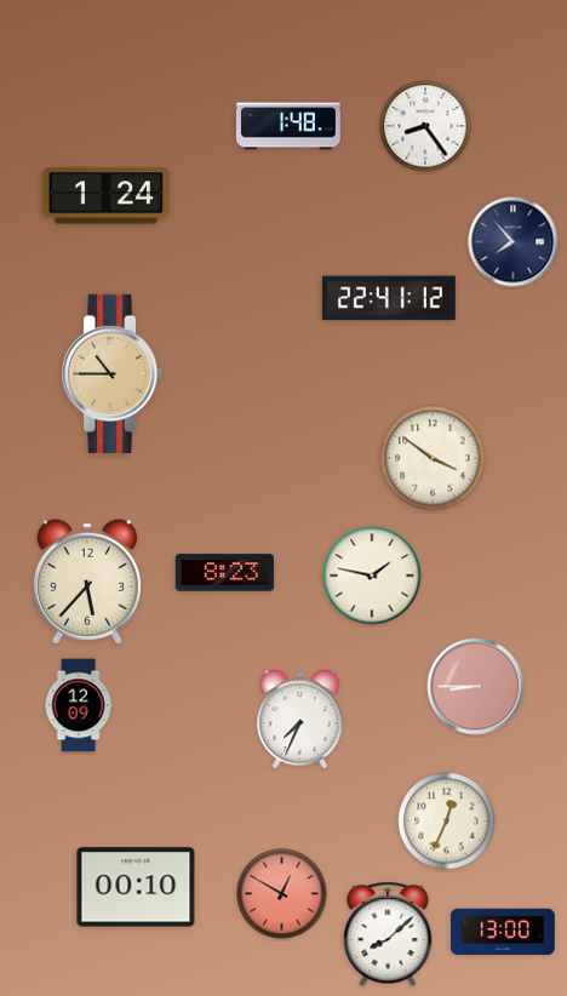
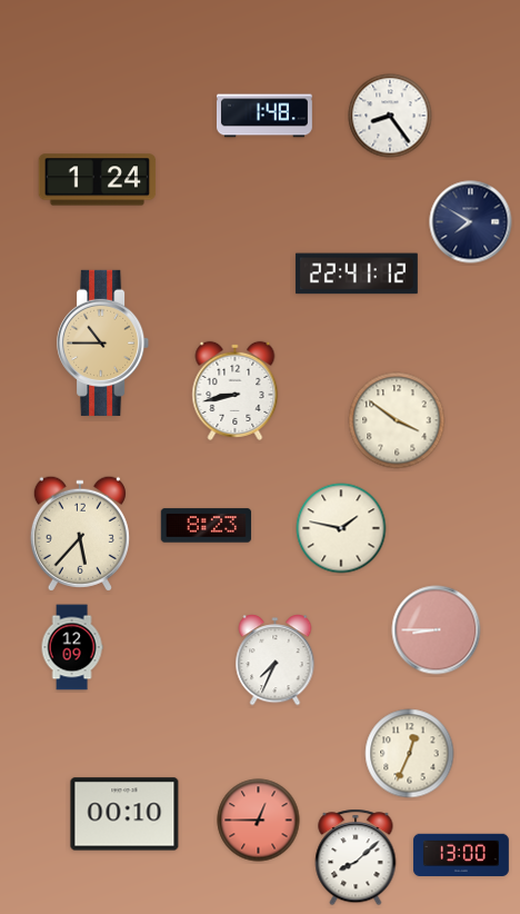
clock at (514, 242): 7:53 -> 7:50
clock at (236, 390): none -> 8:43
clock at (282, 894): 12:50 -> 12:45
